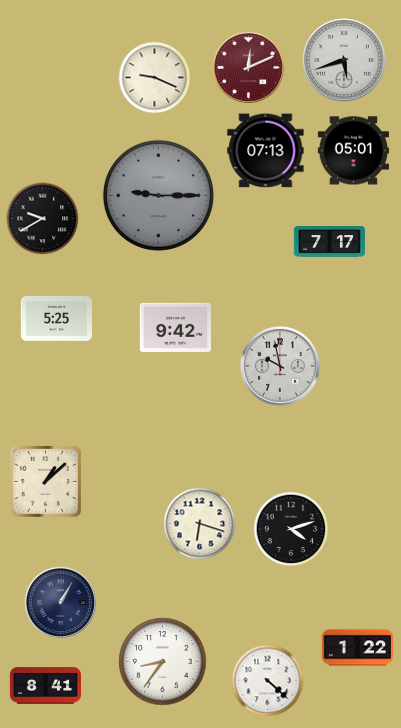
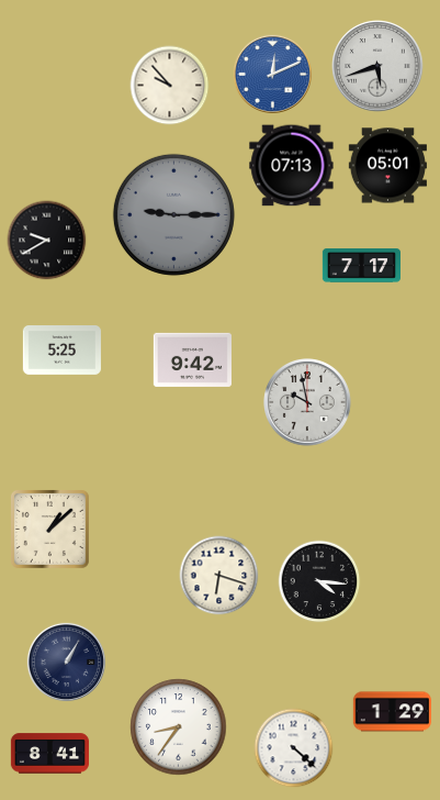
clock at (248, 67) dial: burgundy -> blue
clock at (155, 78): 9:19 -> 9:53
clock at (291, 529): 4:12 -> 4:16
clock at (357, 648): 1:22 -> 1:29
